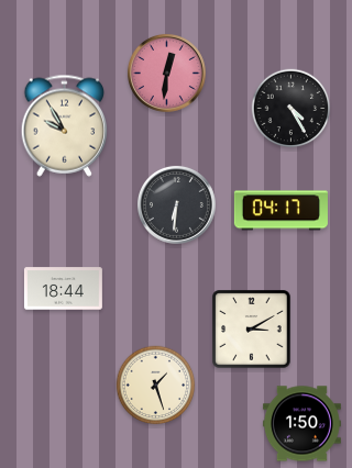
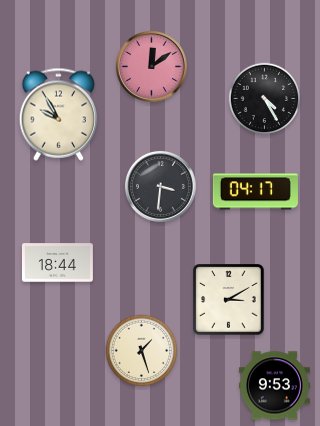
clock at (166, 73): 12:31 -> 12:09
clock at (176, 204): 6:31 -> 3:31
clock at (301, 424): 1:50 -> 9:53
